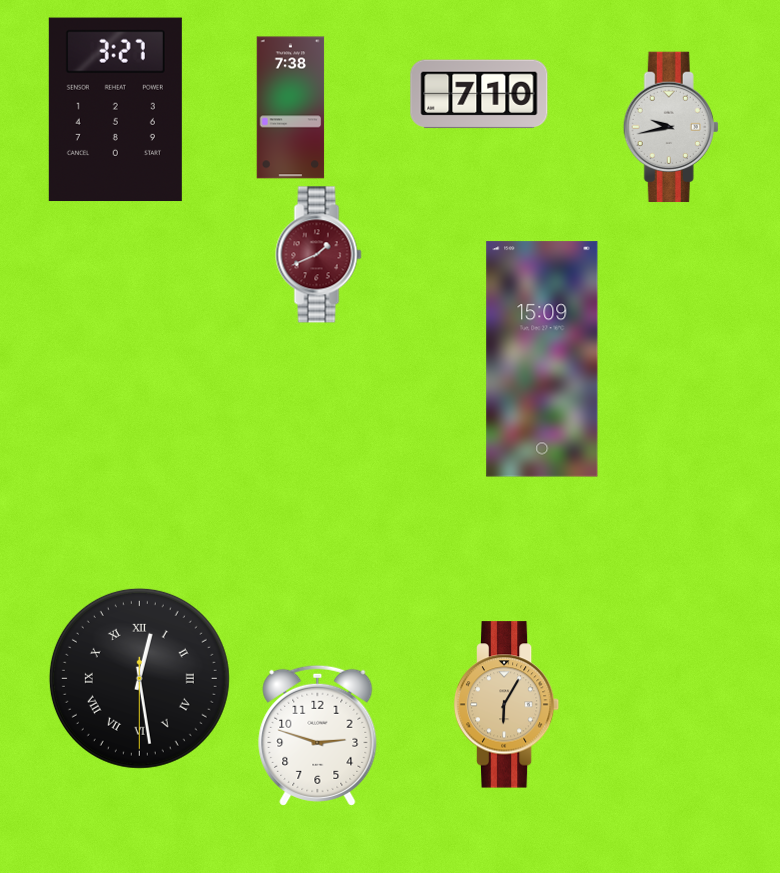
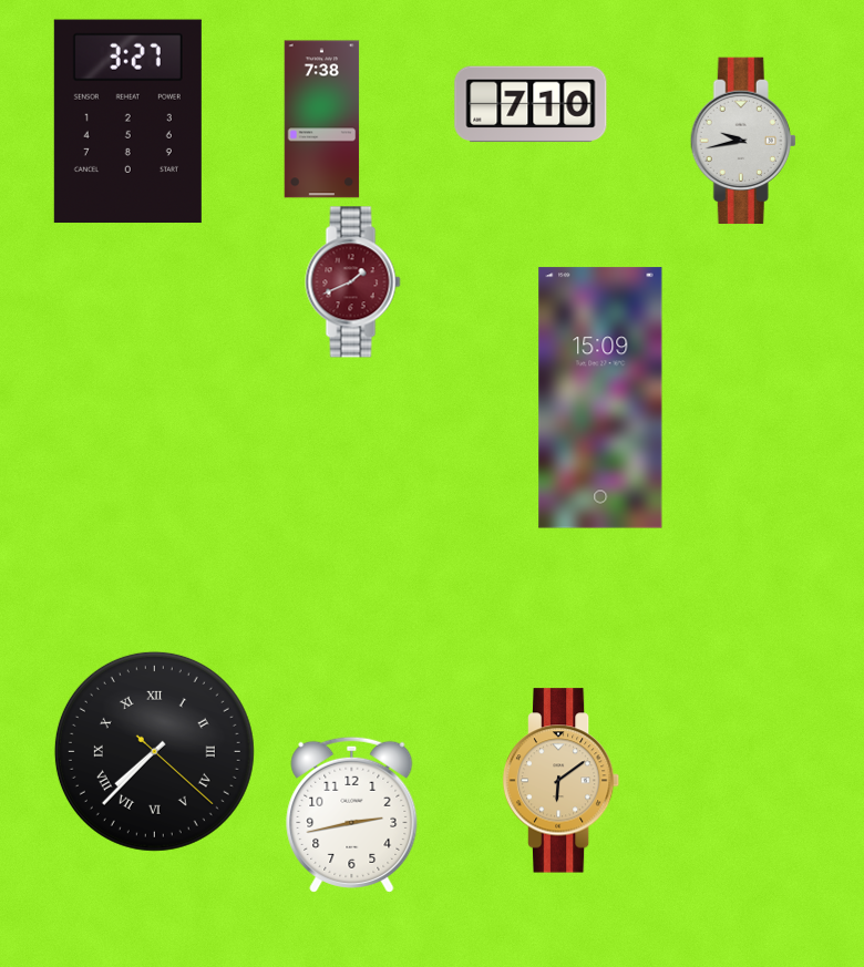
clock at (139, 678): 12:28 -> 7:37
clock at (507, 705): 6:05 -> 6:09
clock at (318, 735): 2:48 -> 2:43
